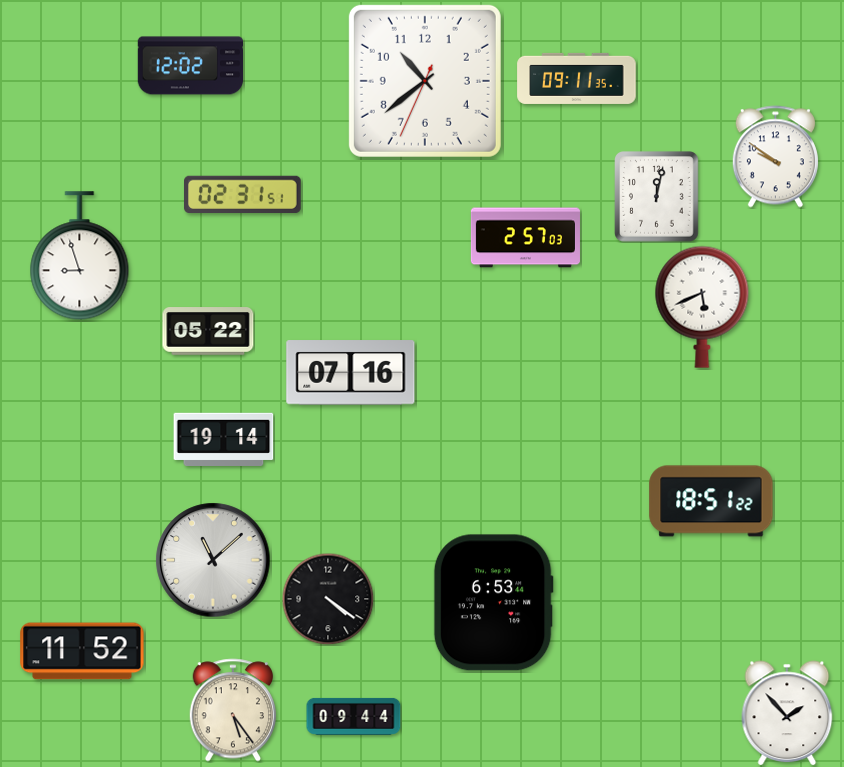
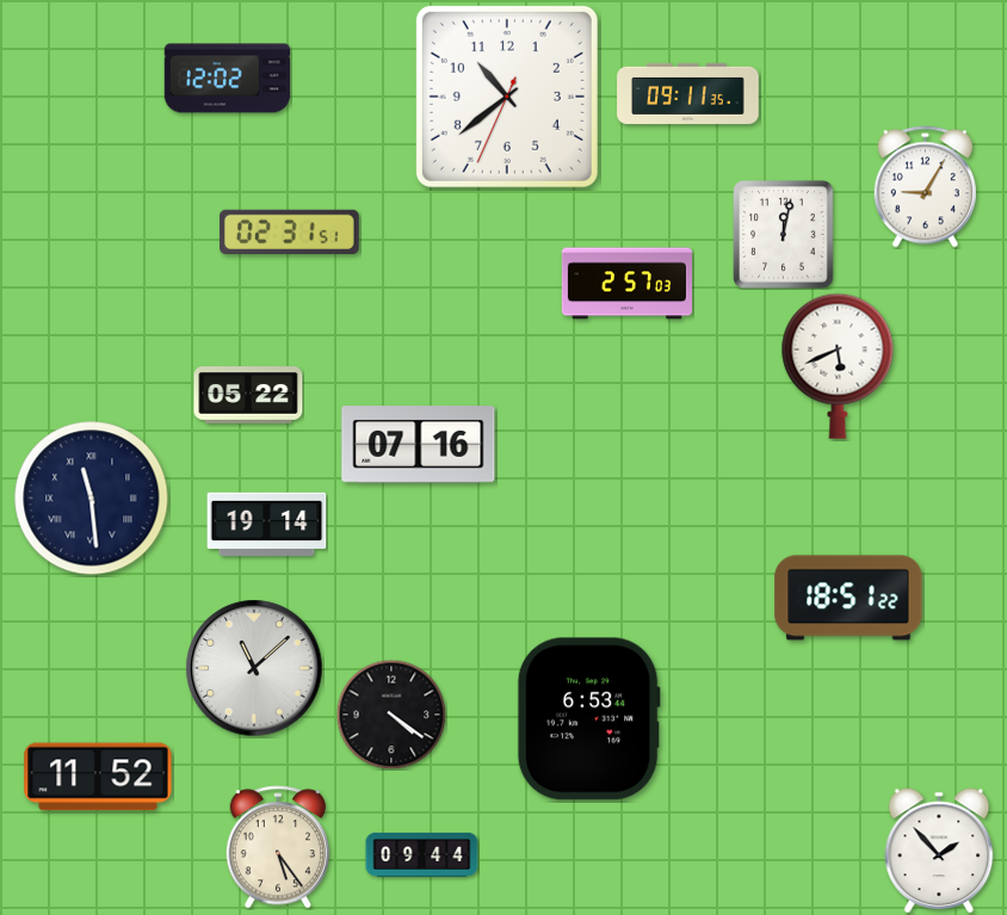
clock at (775, 157): 9:51 -> 9:05
clock at (80, 256): 8:57 -> none
clock at (92, 499): none -> 11:29
